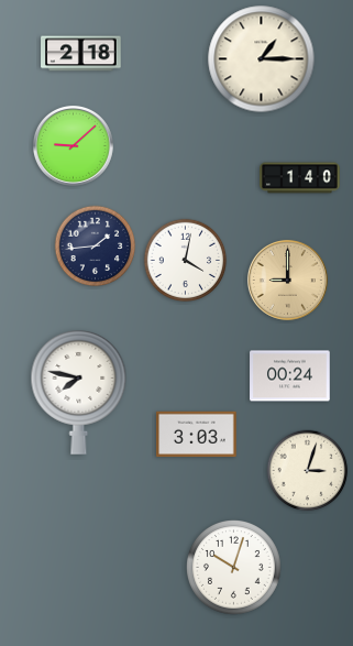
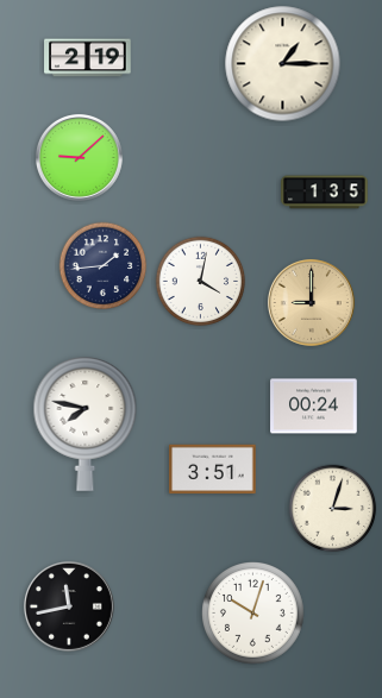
clock at (81, 54): 2:18 -> 2:19
clock at (300, 178): 1:40 -> 1:35
clock at (197, 435): 3:03 -> 3:51
clock at (69, 606): none -> 11:43
